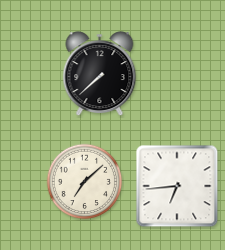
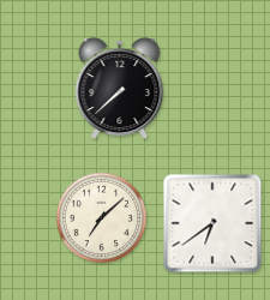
clock at (177, 186): 6:44 -> 6:39
